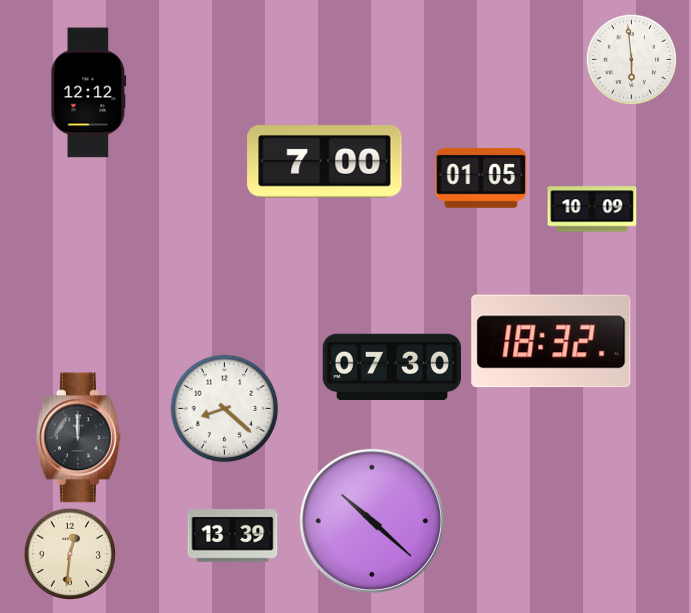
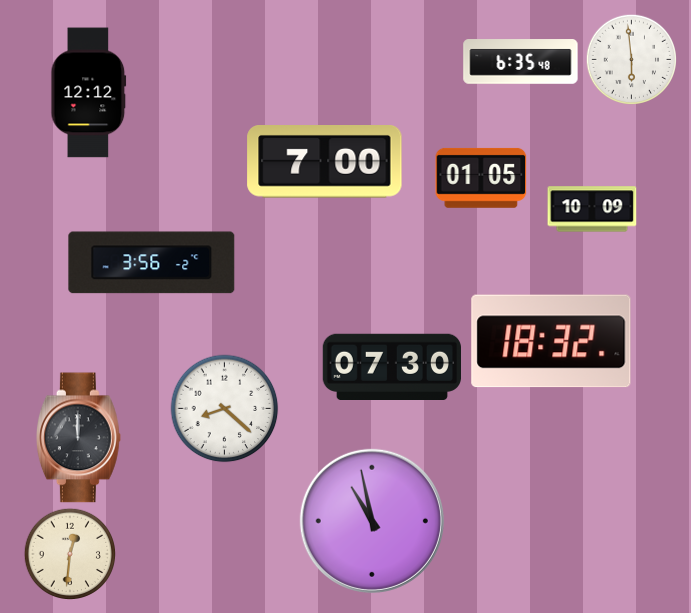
clock at (521, 62): none -> 6:35
clock at (152, 263): none -> 3:56
clock at (372, 521): 10:22 -> 10:58
clock at (233, 536): 13:39 -> none
